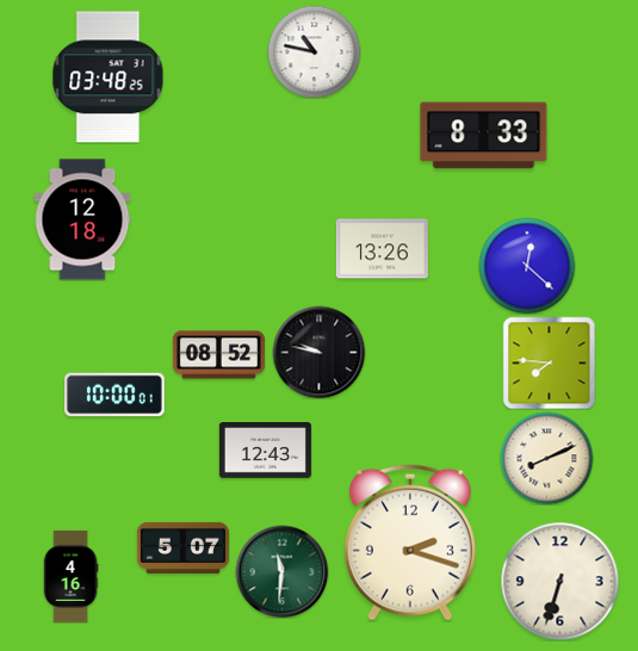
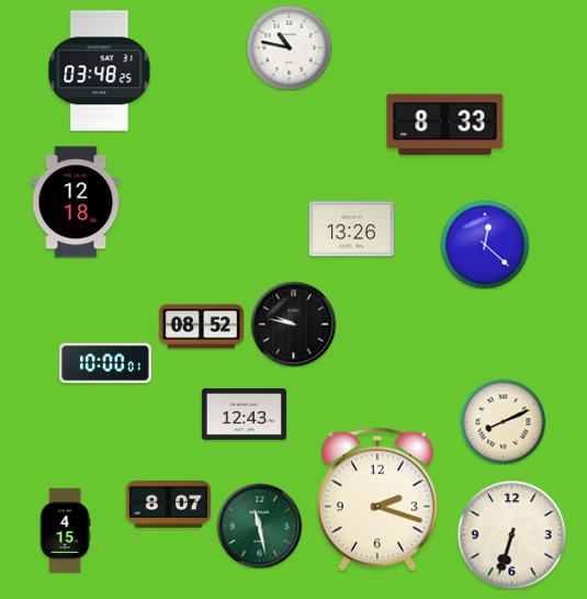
clock at (549, 362): 7:46 -> none
clock at (182, 547): 5:07 -> 8:07
clock at (281, 571): 11:31 -> 11:28
clock at (70, 576): 4:16 -> 4:15
clock at (560, 582) position: (560, 582) -> (512, 535)
